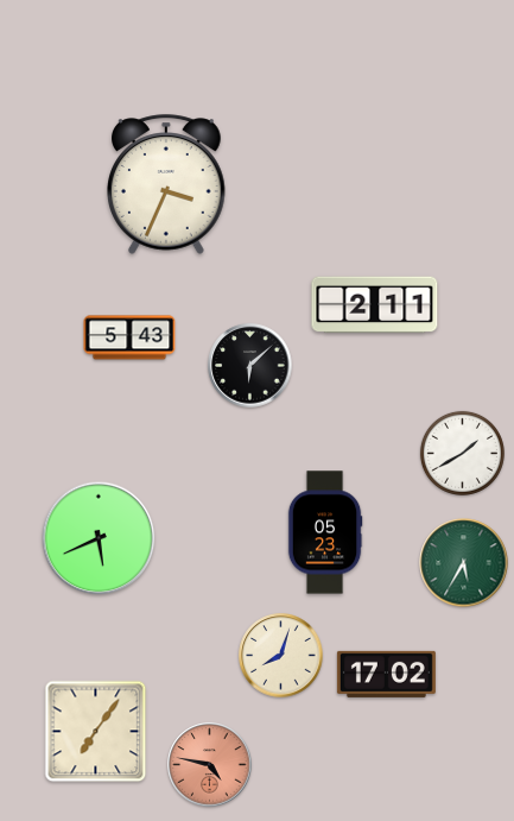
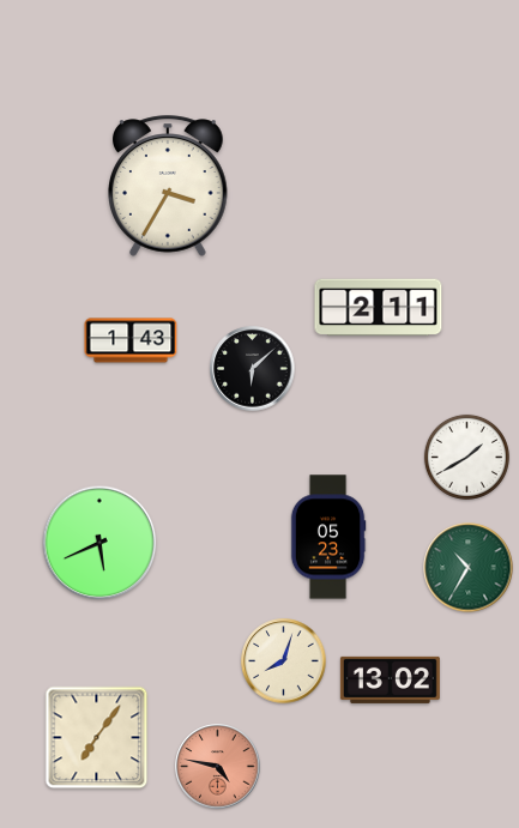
clock at (167, 184): 3:34 -> 3:35
clock at (129, 337): 5:43 -> 1:43
clock at (464, 563): 5:35 -> 10:35
clock at (386, 674): 17:02 -> 13:02
clock at (210, 765) position: (210, 765) -> (218, 767)
